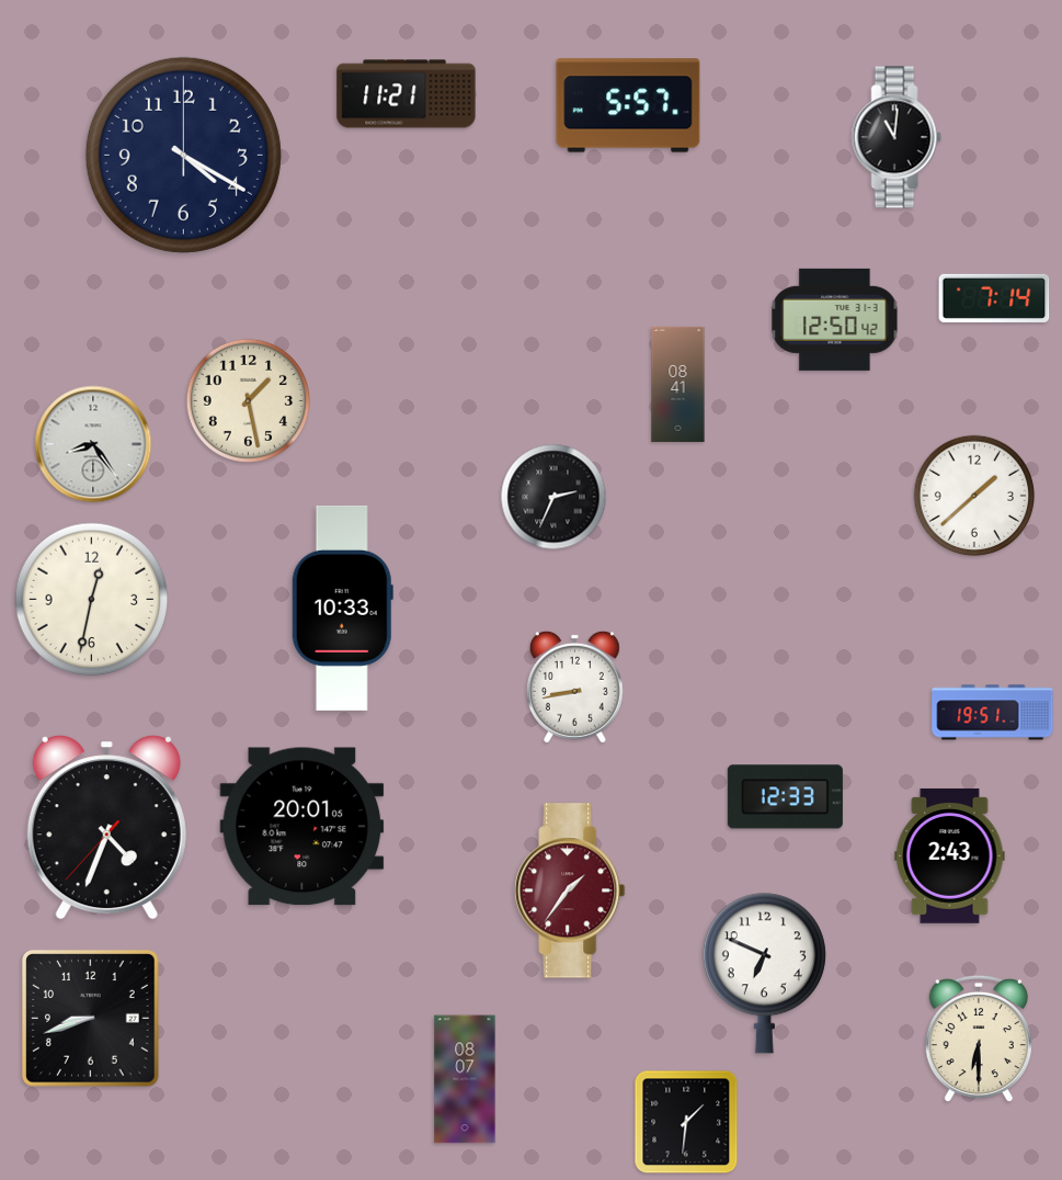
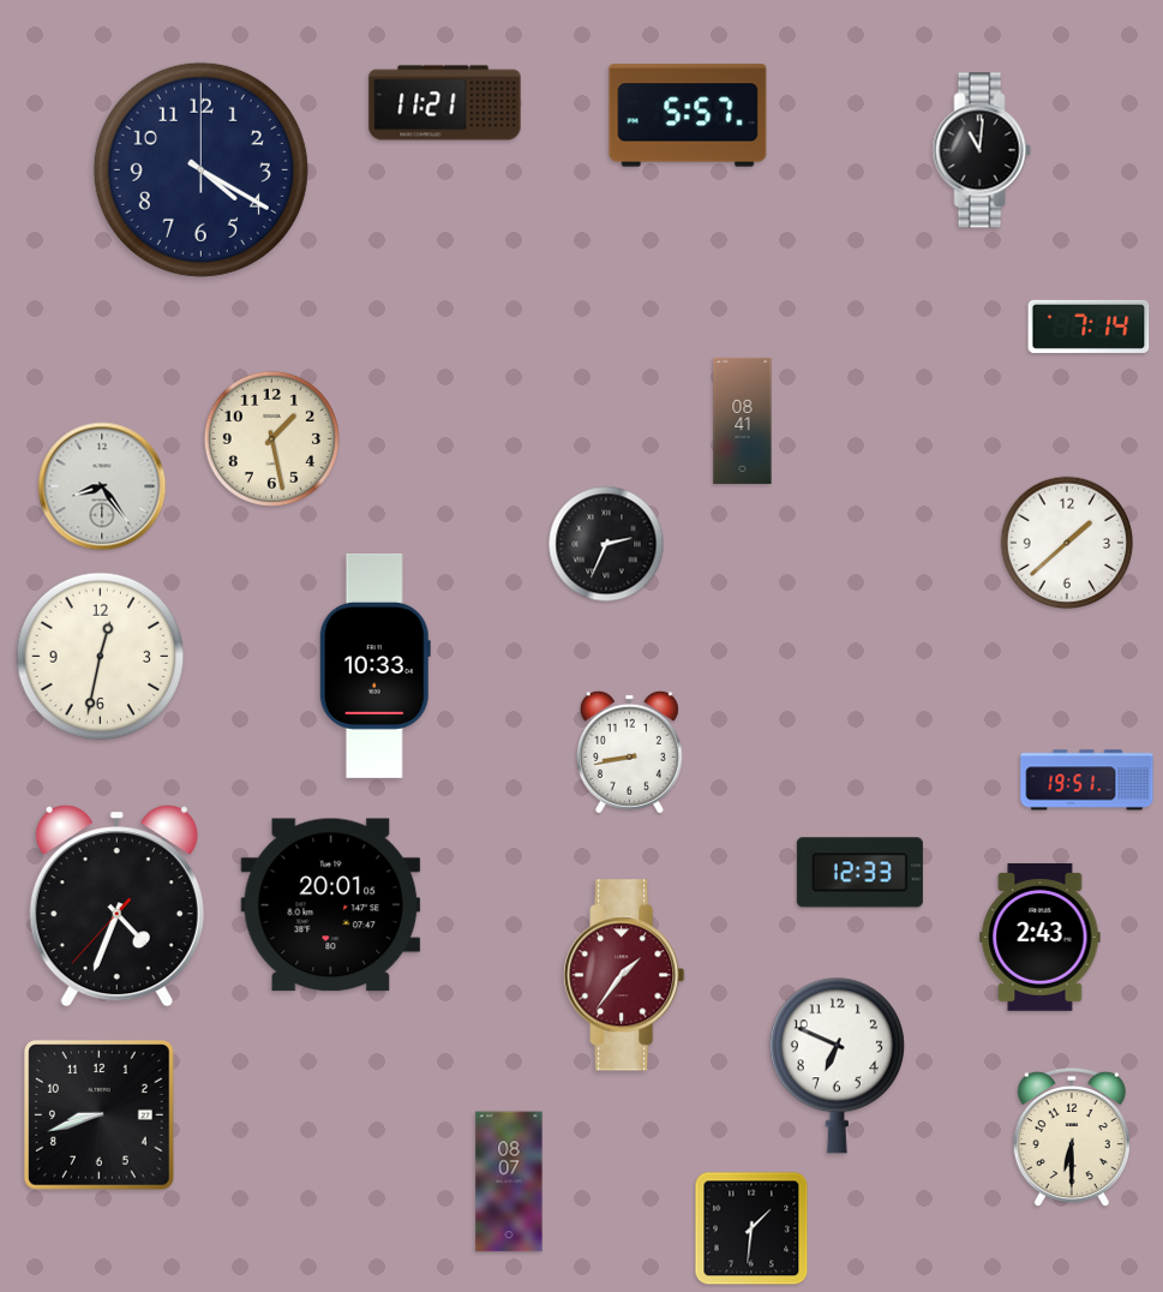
clock at (835, 319): 12:50 -> none
